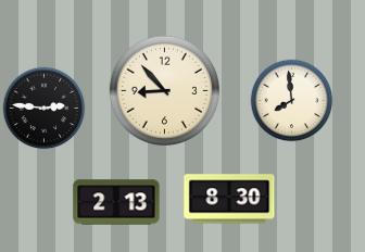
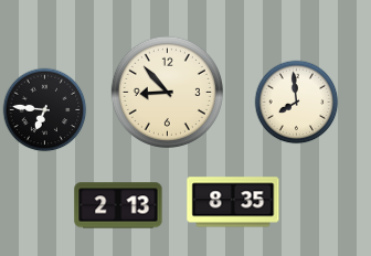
clock at (45, 109): 2:46 -> 6:46
clock at (229, 199): 8:30 -> 8:35
